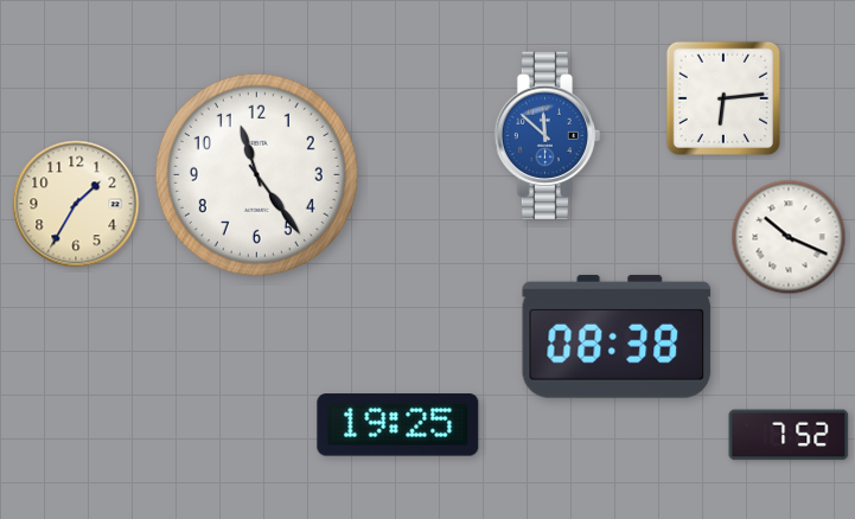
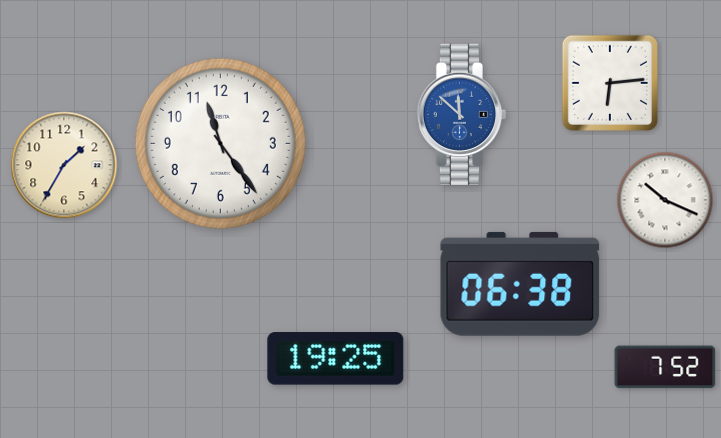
clock at (256, 174) position: (256, 174) -> (220, 143)
clock at (76, 204) position: (76, 204) -> (64, 165)
clock at (617, 337): 08:38 -> 06:38
